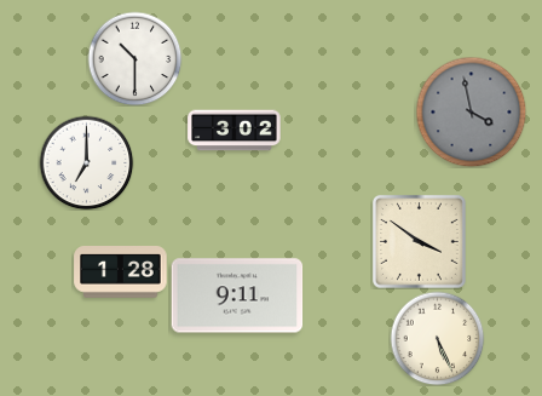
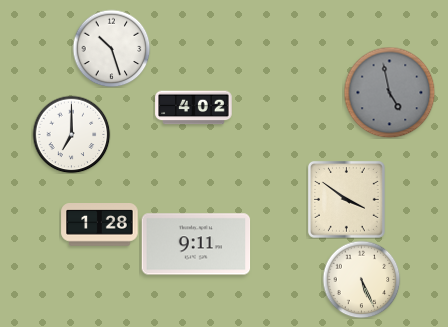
clock at (134, 58): 10:30 -> 10:27
clock at (471, 111): 3:58 -> 4:58
clock at (235, 131): 3:02 -> 4:02
